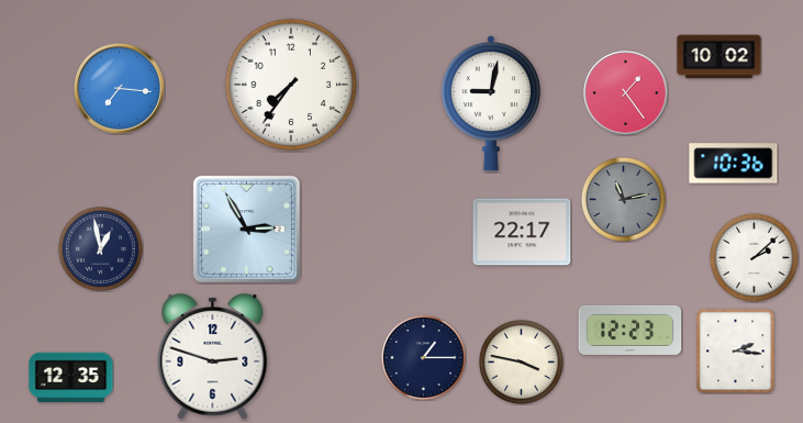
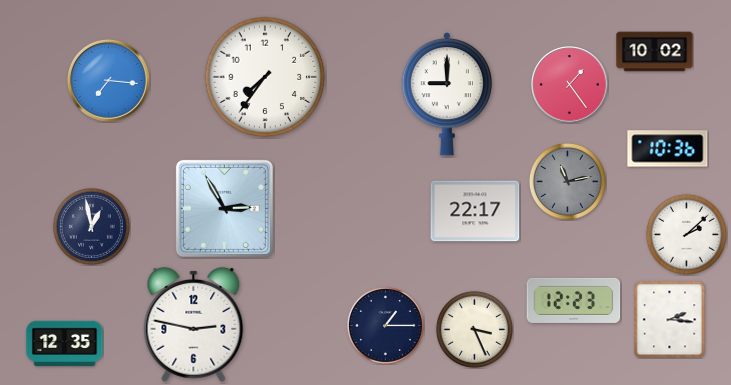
clock at (490, 103): 9:02 -> 9:00
clock at (213, 356): 2:48 -> 2:47
clock at (521, 361): 3:47 -> 3:26
